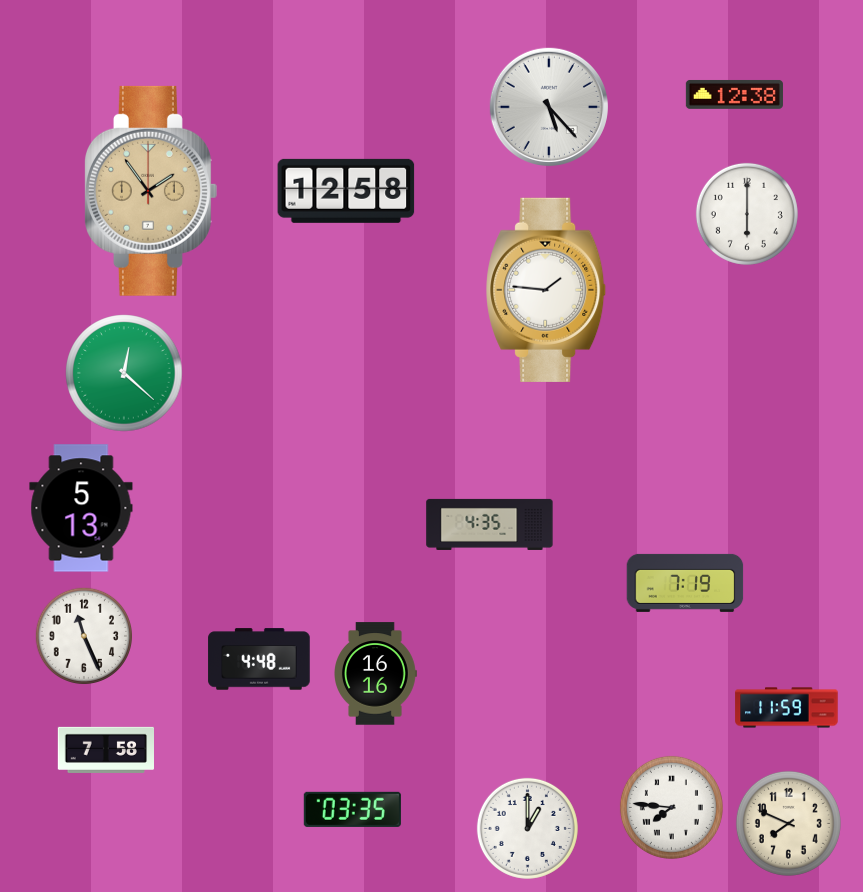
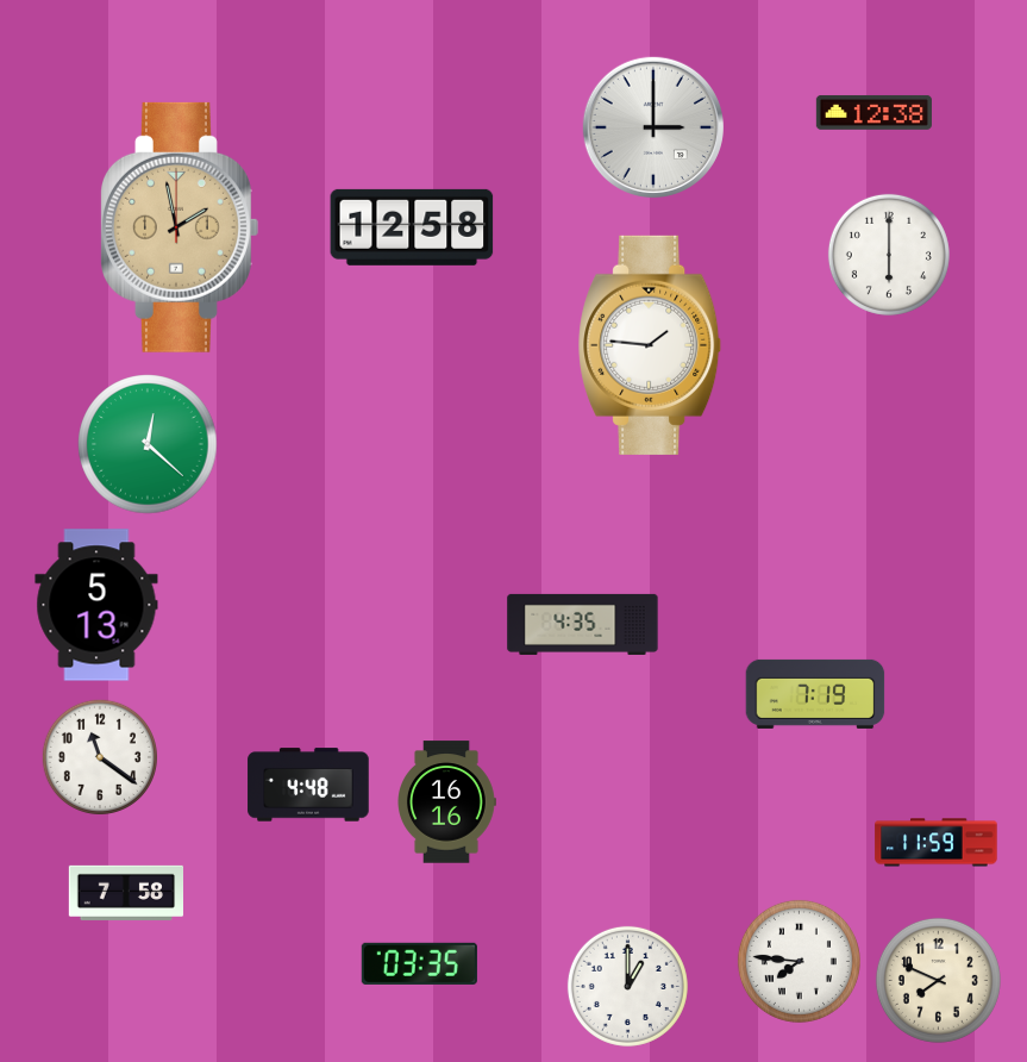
clock at (549, 107): 5:23 -> 3:00
clock at (151, 191): 1:54 -> 1:58
clock at (83, 635): 11:26 -> 11:21
